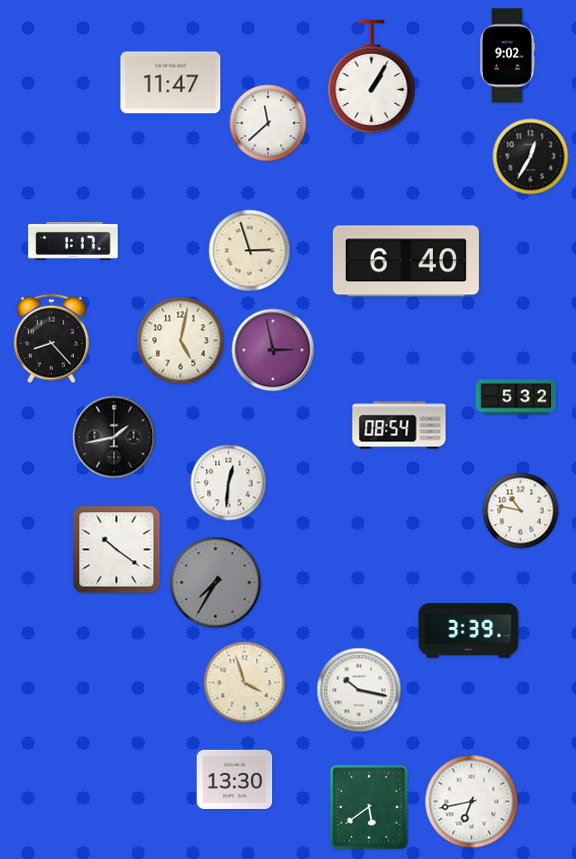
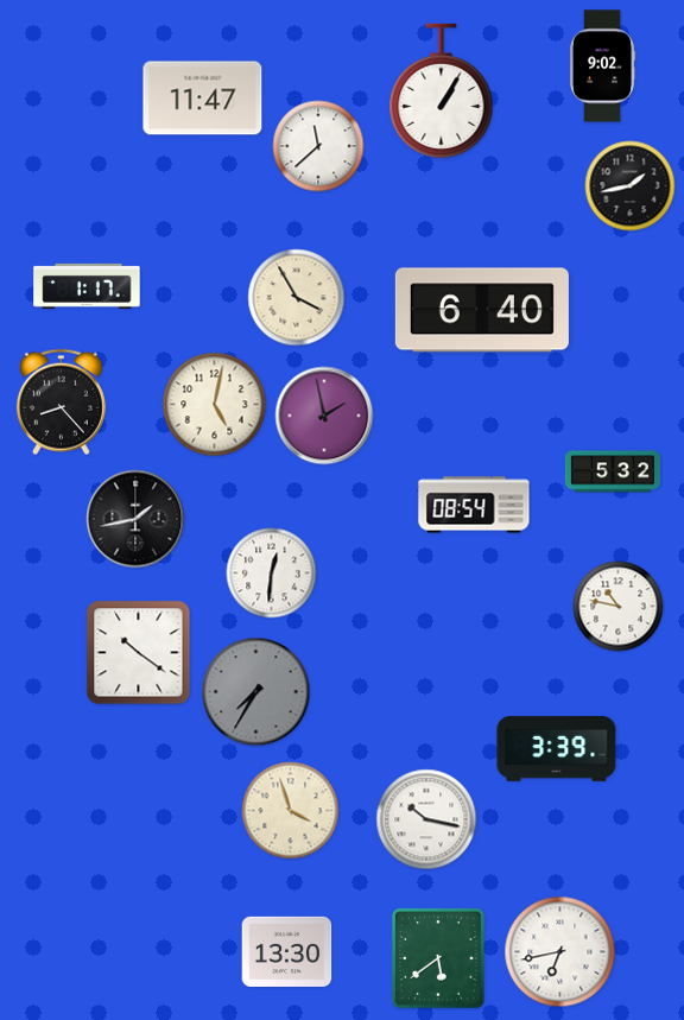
clock at (531, 157): 12:35 -> 1:43
clock at (250, 251): 2:57 -> 3:55
clock at (273, 350): 2:58 -> 1:58
clock at (235, 779) position: (235, 779) -> (287, 951)
